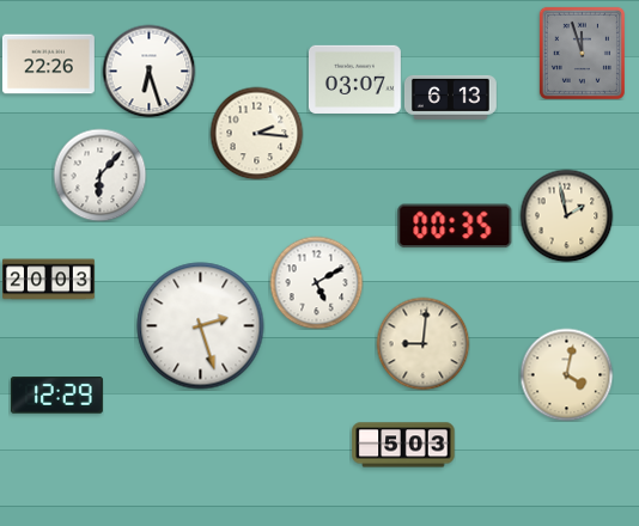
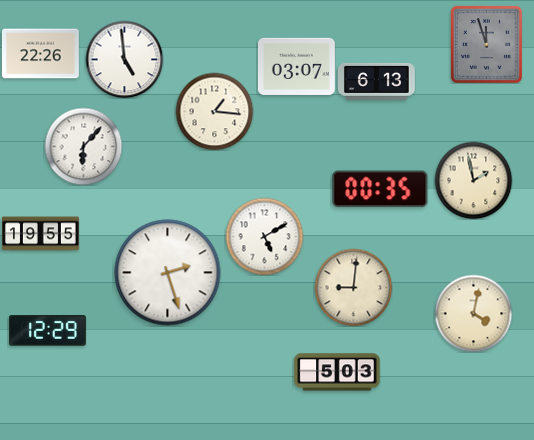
clock at (148, 71): 6:27 -> 4:59
clock at (256, 133): 2:16 -> 1:16
clock at (49, 280): 20:03 -> 19:55
